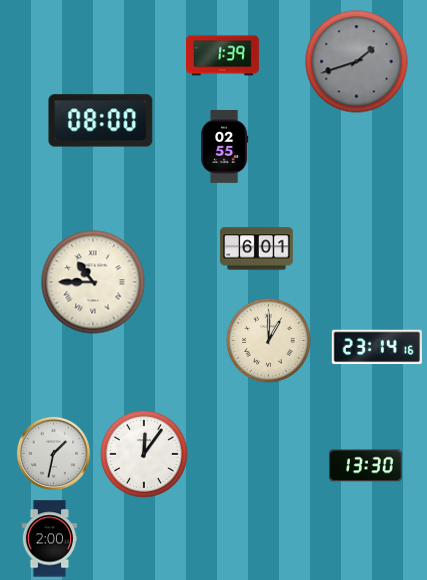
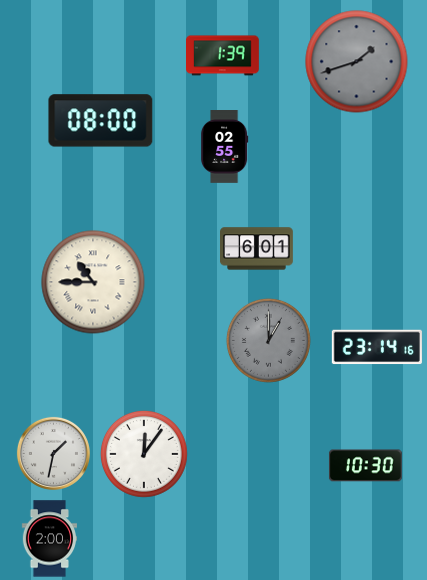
clock at (268, 340) dial: cream -> grey
clock at (365, 466): 13:30 -> 10:30
